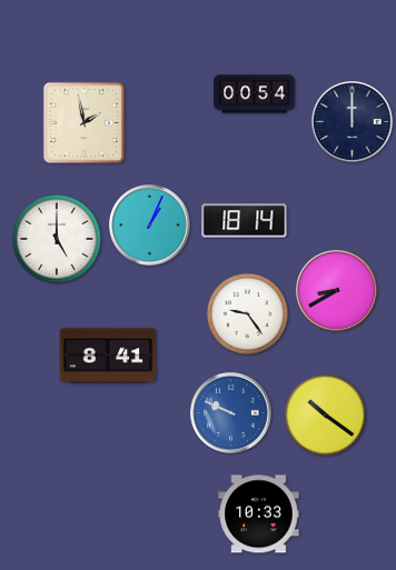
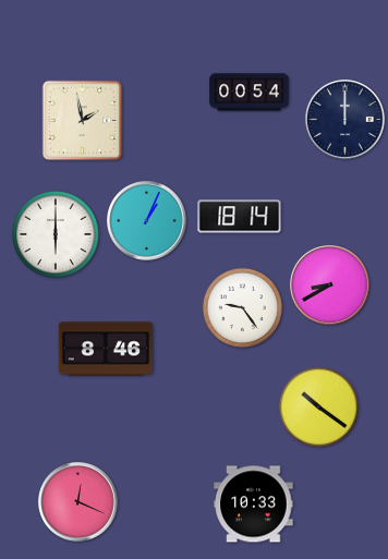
clock at (57, 239): 5:00 -> 6:00
clock at (108, 356): 8:41 -> 8:46
clock at (231, 413): 9:49 -> none
clock at (78, 502): none -> 12:19
